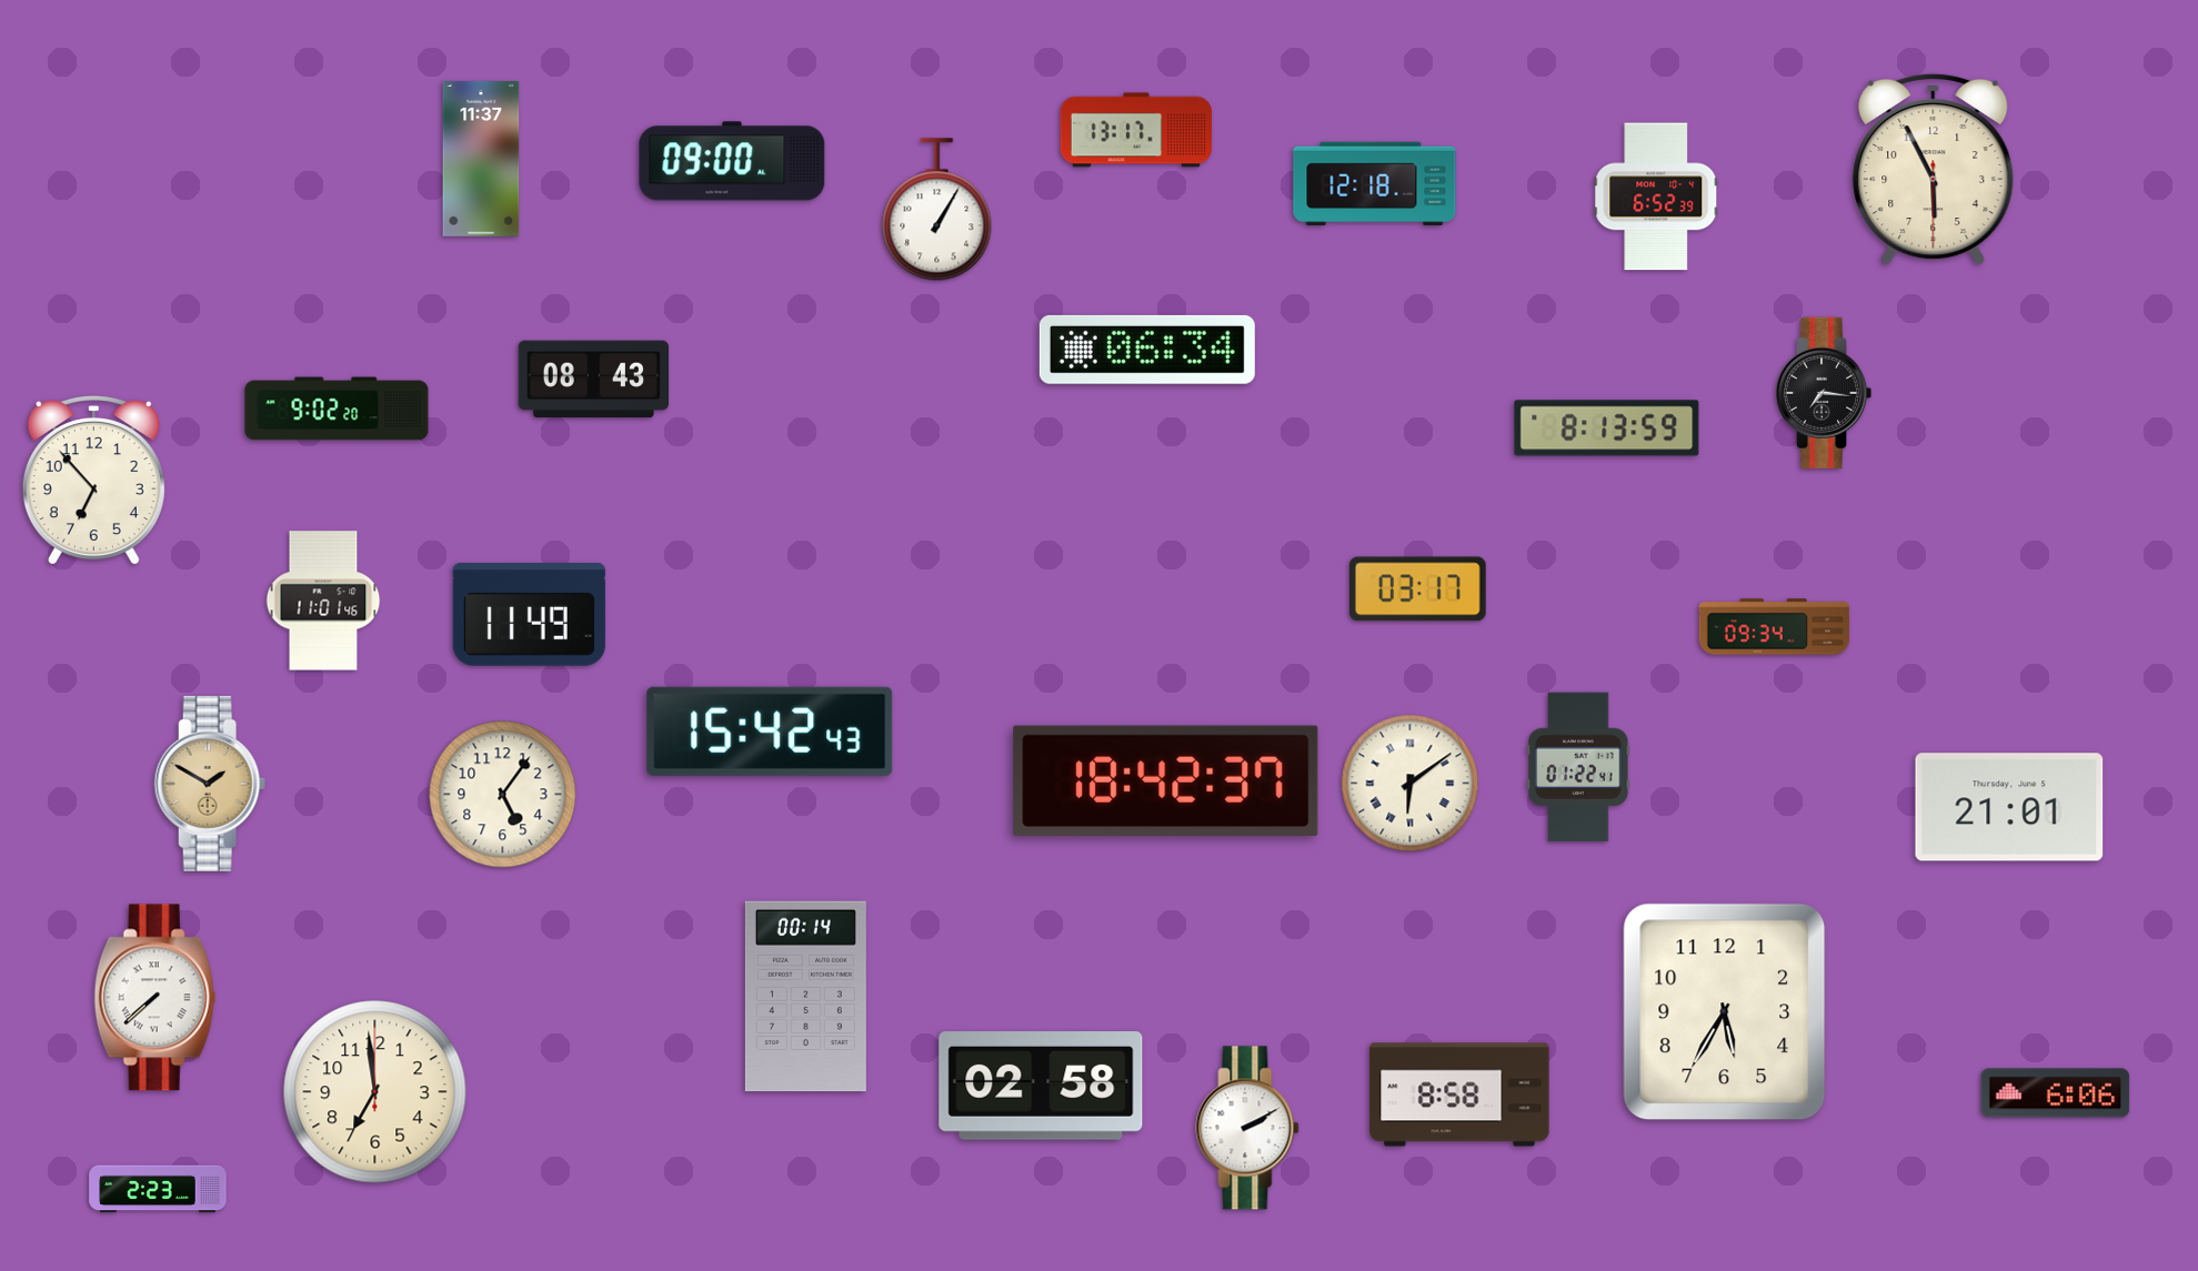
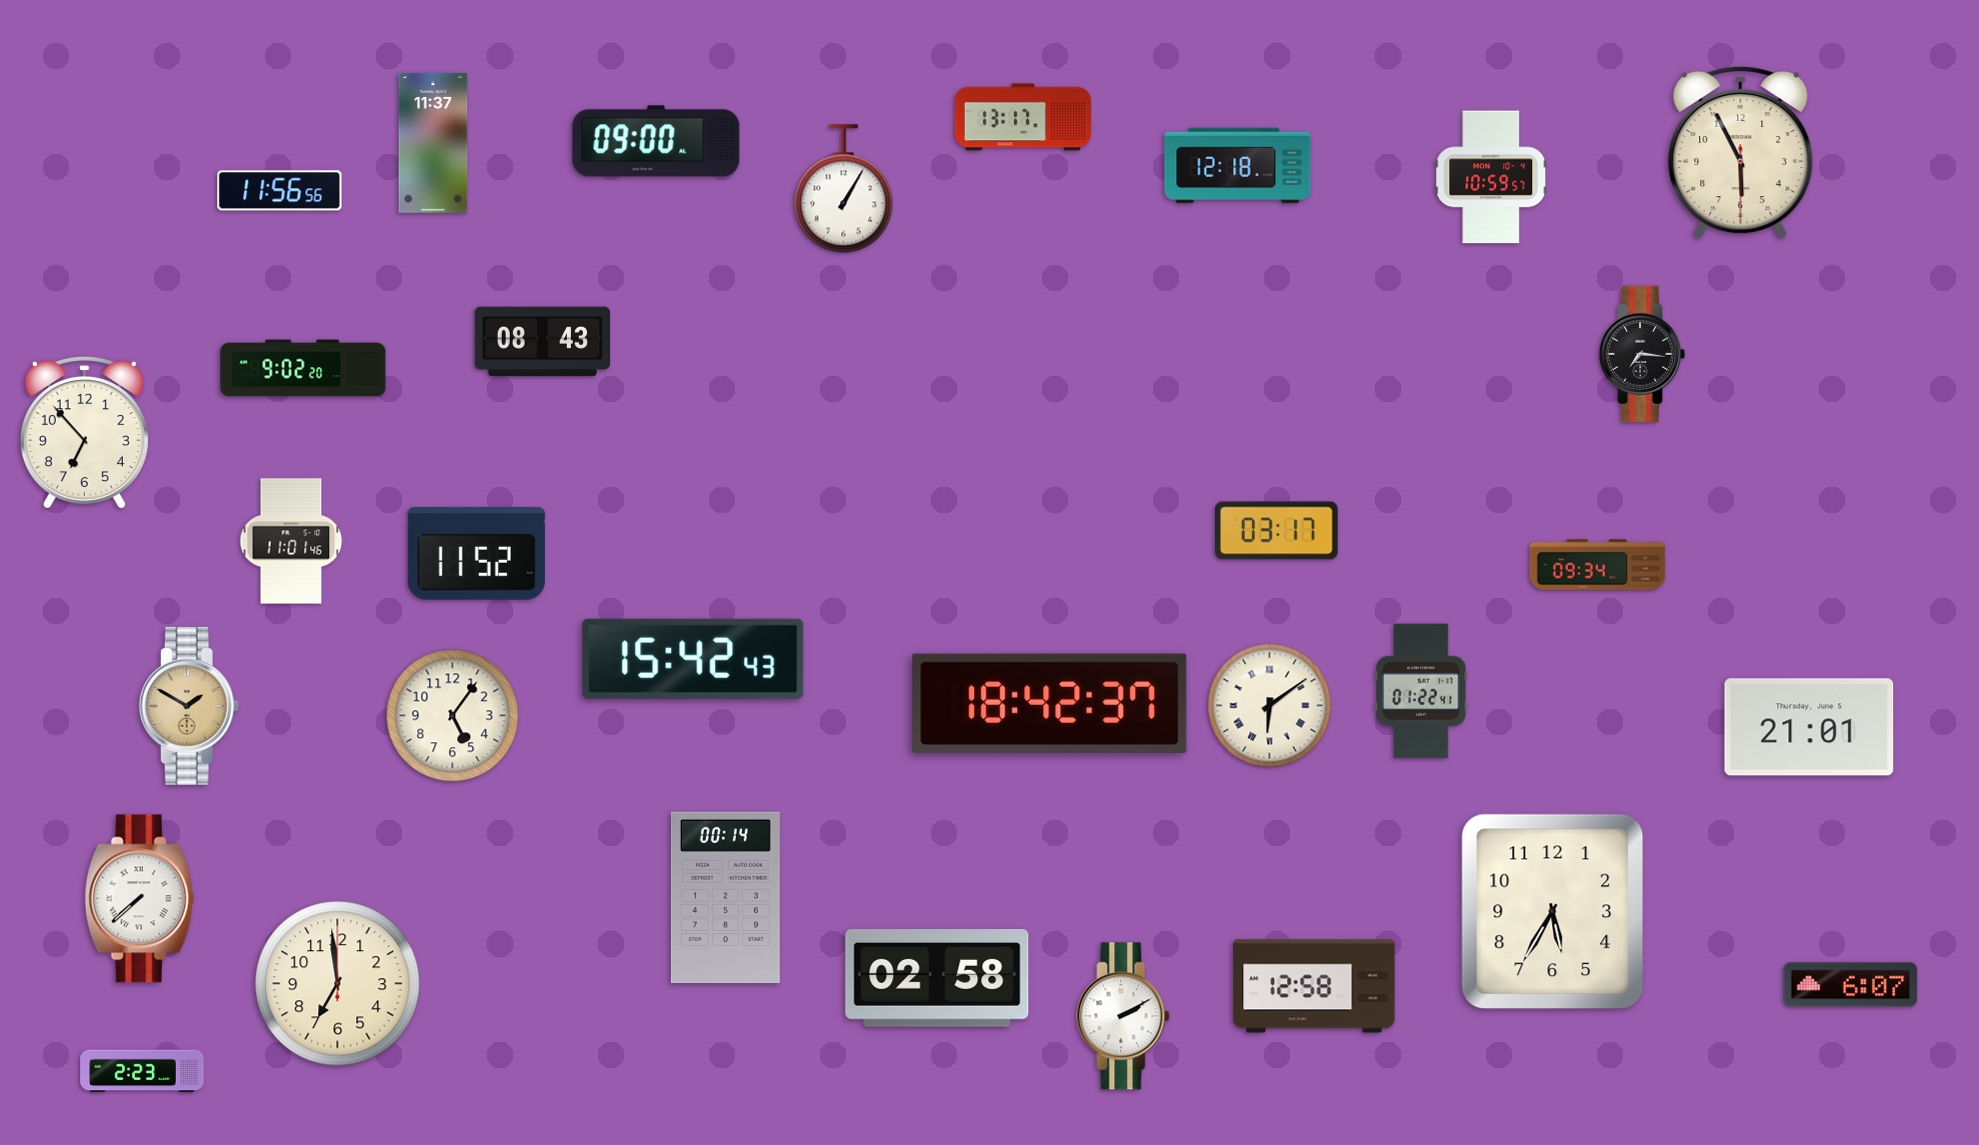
clock at (732, 161) position: (732, 161) -> (656, 141)
clock at (1656, 196): 6:52 -> 10:59
clock at (280, 191): none -> 11:56
clock at (1147, 350): 06:34 -> none
clock at (594, 380) position: (594, 380) -> (543, 342)
clock at (1607, 428): 8:13 -> none
clock at (529, 615): 11:49 -> 11:52
clock at (2056, 1093): 6:06 -> 6:07
clock at (1459, 1095): 8:58 -> 12:58
